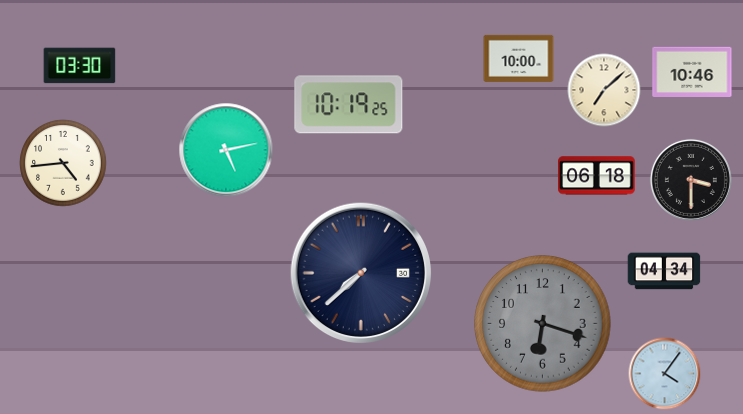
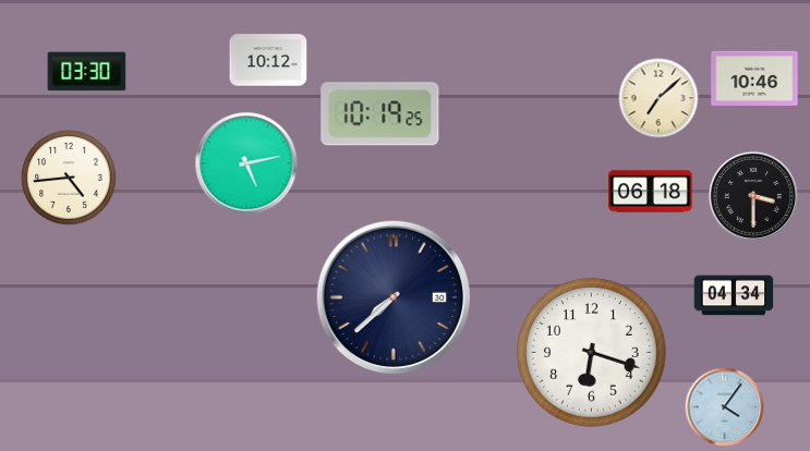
clock at (268, 60): none -> 10:12
clock at (519, 58): 10:00 -> none
clock at (664, 271) position: (664, 271) -> (734, 295)
clock at (543, 324) dial: grey -> white
